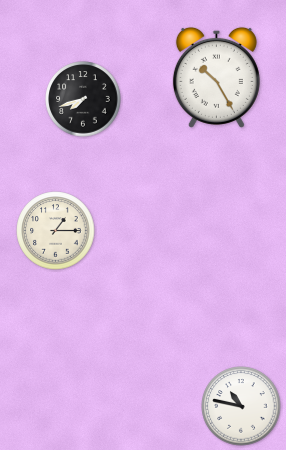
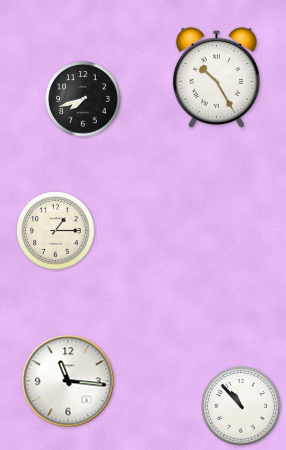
clock at (68, 381): none -> 11:16
clock at (241, 406): 10:47 -> 10:53
